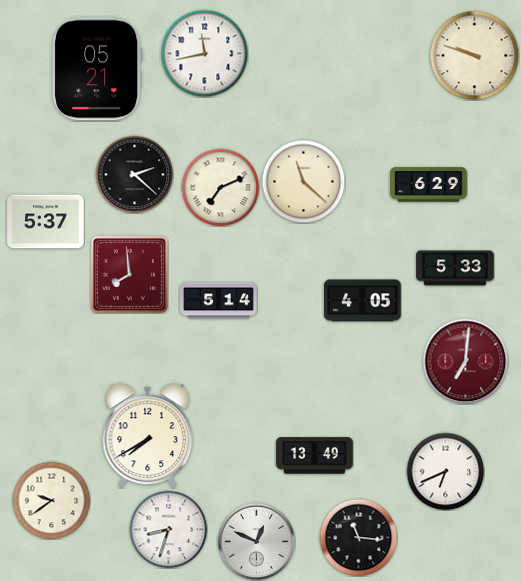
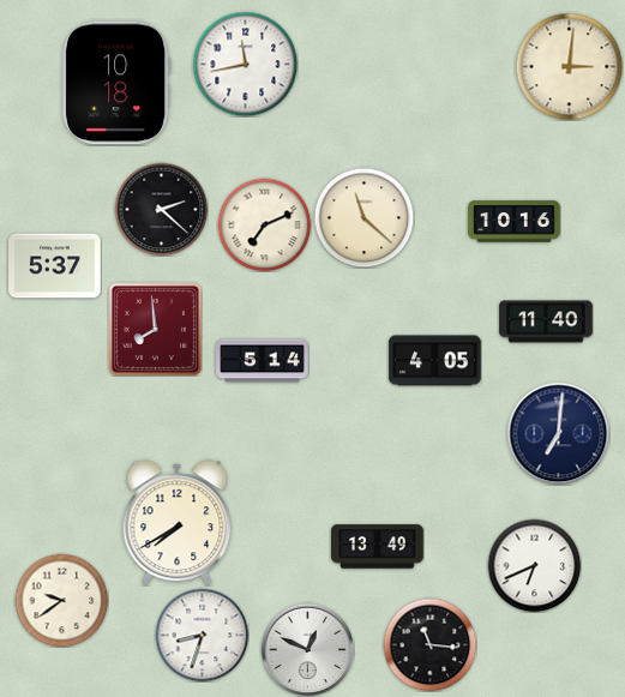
clock at (474, 55): 9:48 -> 3:01
clock at (97, 69): 05:21 -> 10:18
clock at (429, 185): 6:29 -> 10:16
clock at (455, 268): 5:33 -> 11:40
clock at (465, 361) dial: burgundy -> navy
